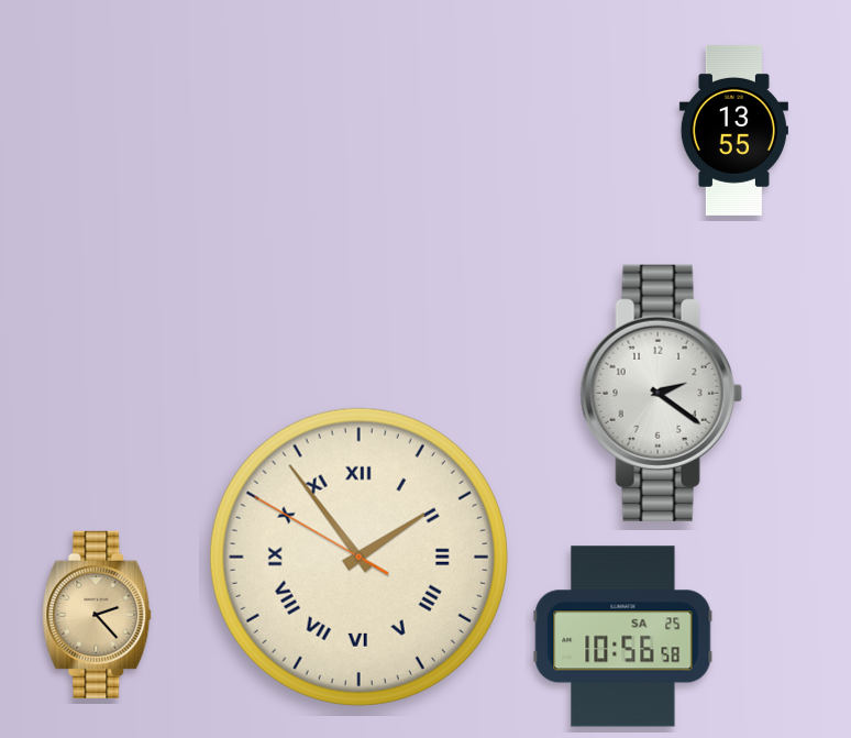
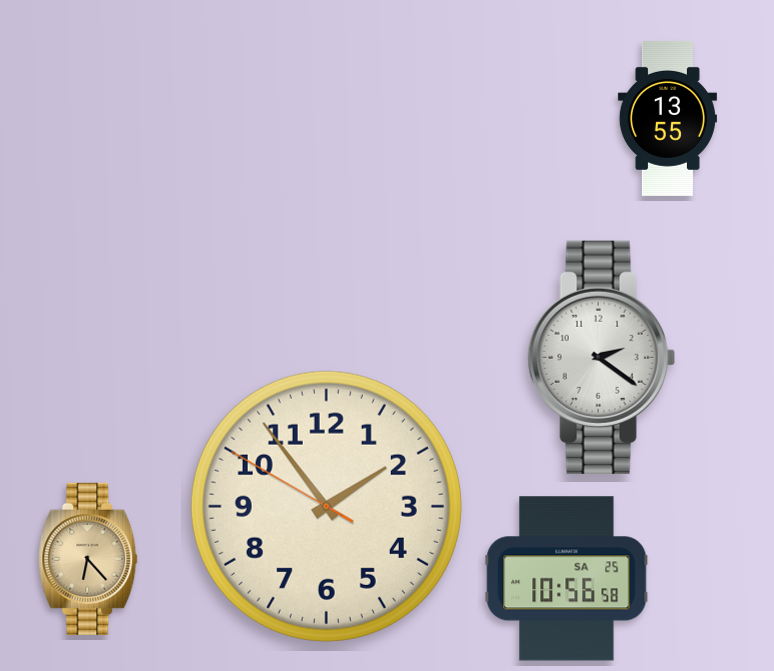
clock at (358, 557) numerals: Roman -> Arabic
clock at (97, 615): 2:23 -> 6:23
